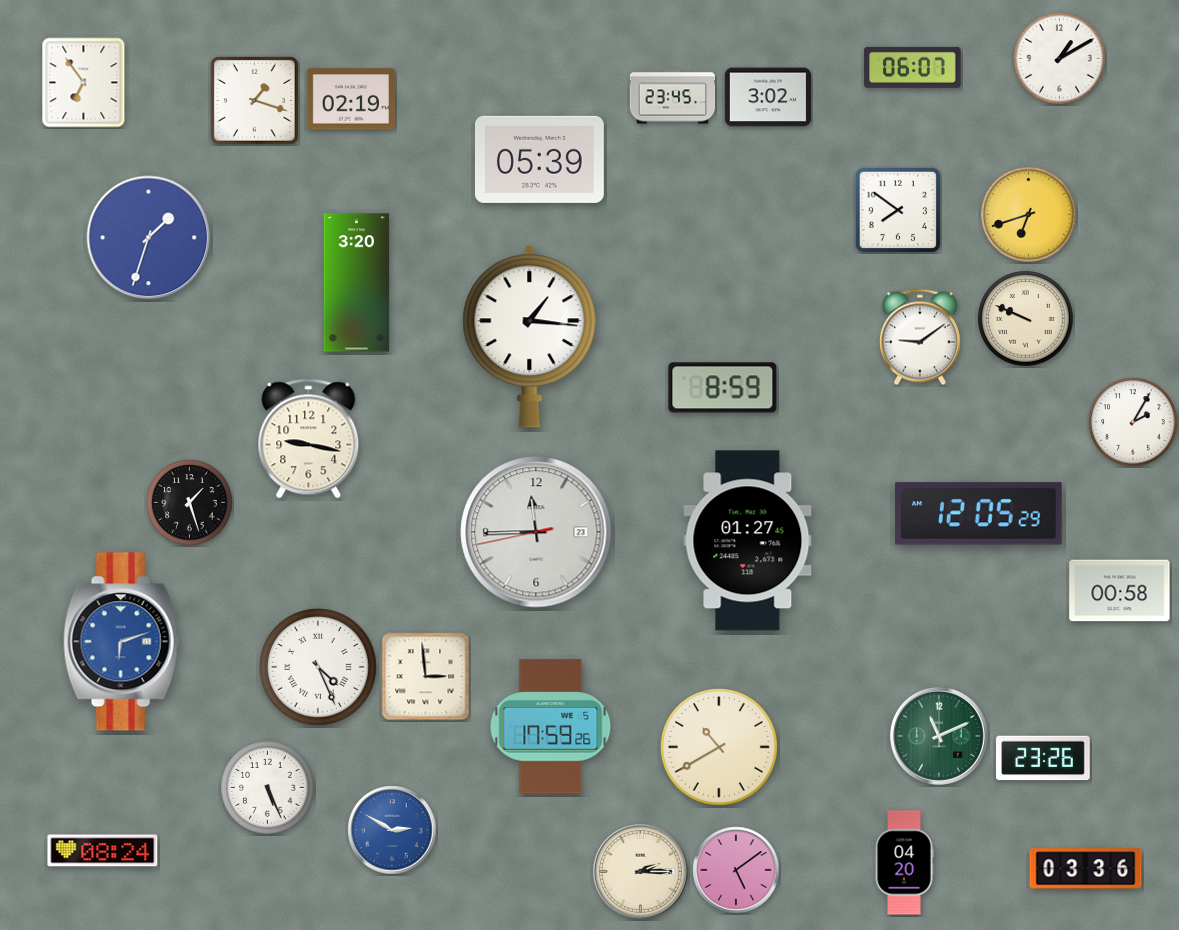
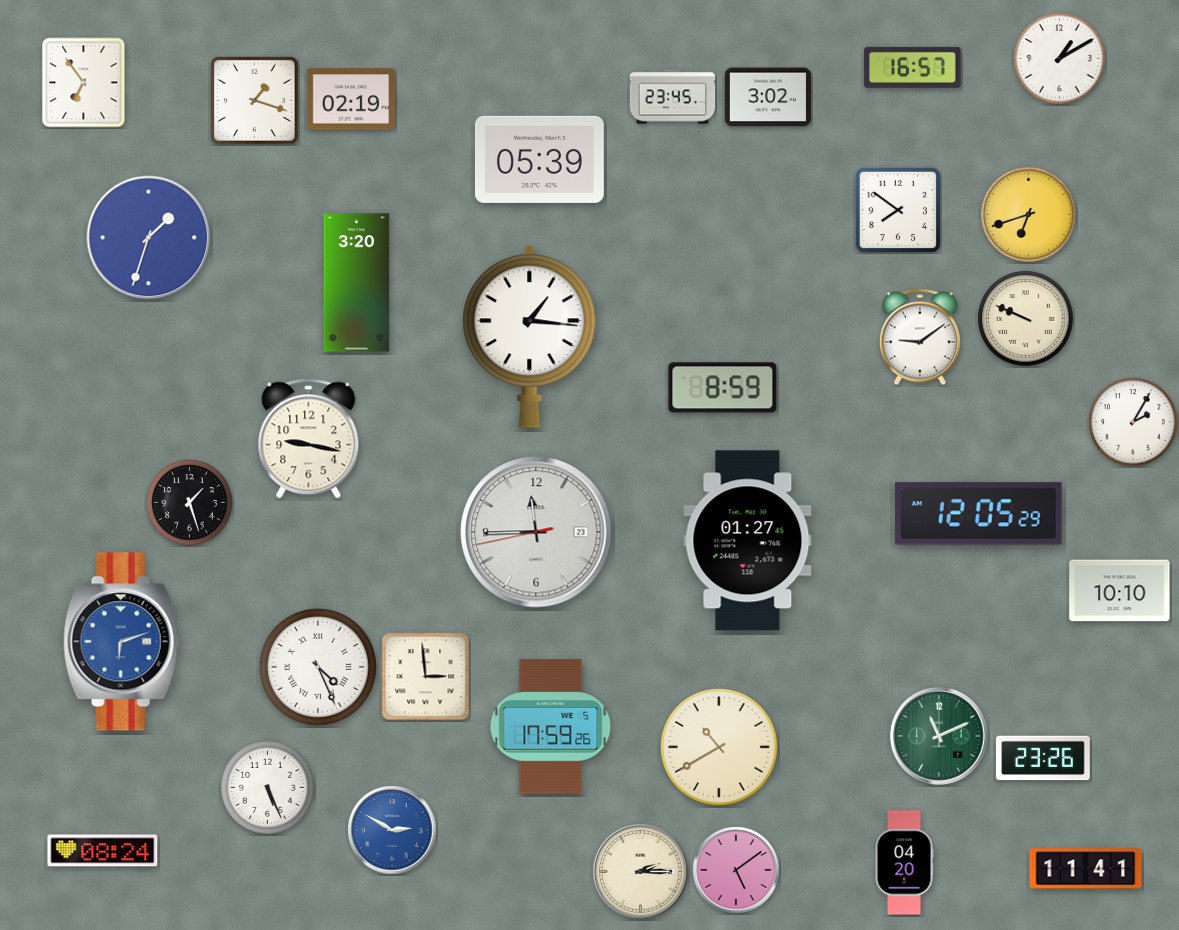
clock at (913, 67): 06:07 -> 16:57
clock at (1120, 591): 00:58 -> 10:10
clock at (1086, 869): 03:36 -> 11:41
